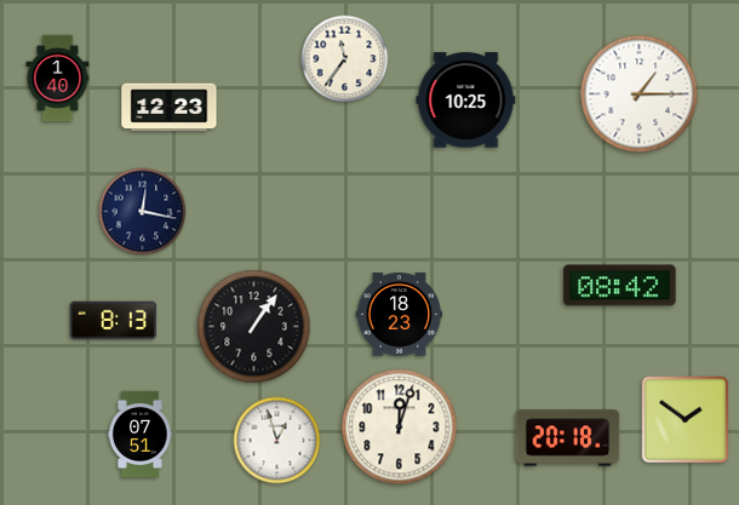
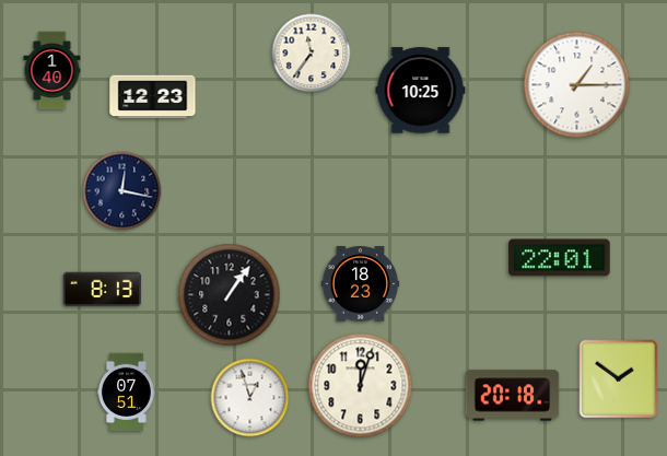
clock at (143, 212) position: (143, 212) -> (122, 191)
clock at (620, 286): 08:42 -> 22:01
